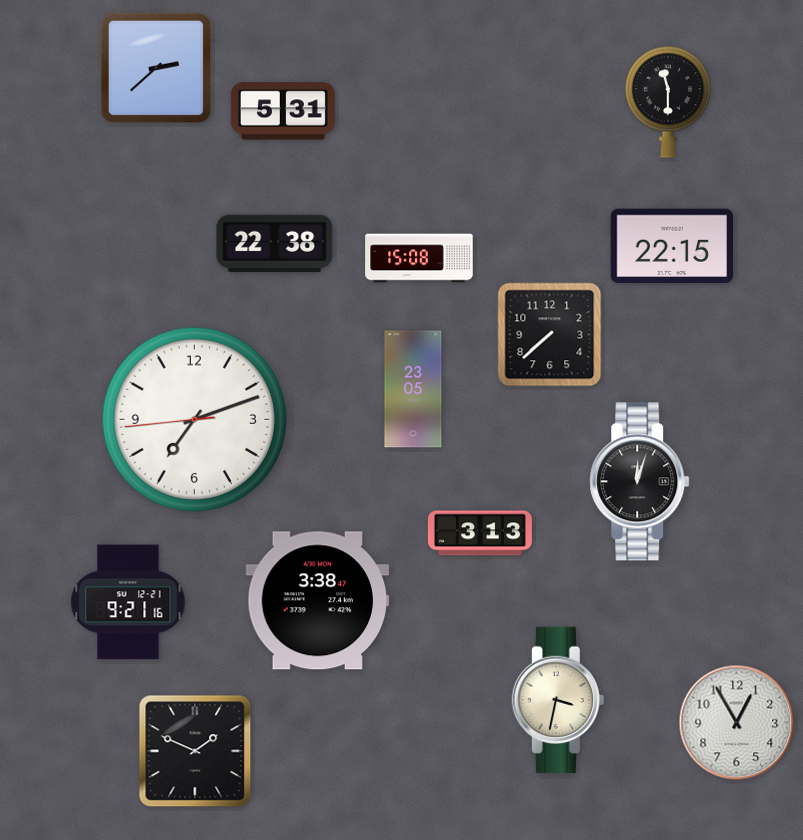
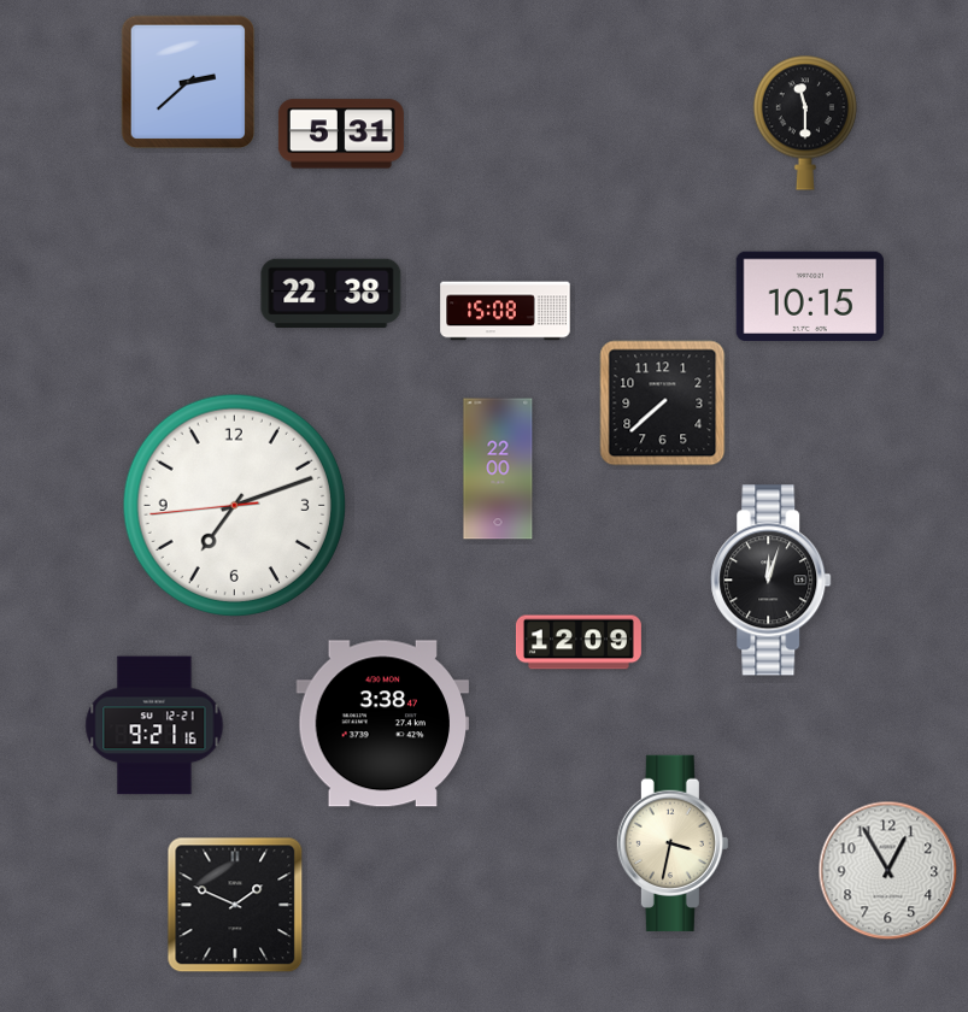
clock at (671, 245): 22:15 -> 10:15
clock at (413, 389): 23:05 -> 22:00
clock at (480, 533): 3:13 -> 12:09
